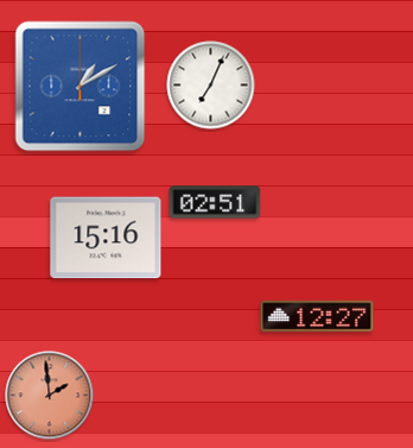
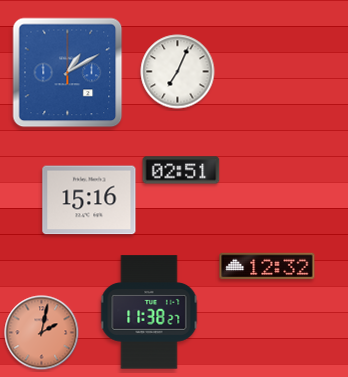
clock at (317, 316): 12:27 -> 12:32
clock at (149, 312): none -> 11:38
clock at (50, 396): 1:59 -> 2:02
